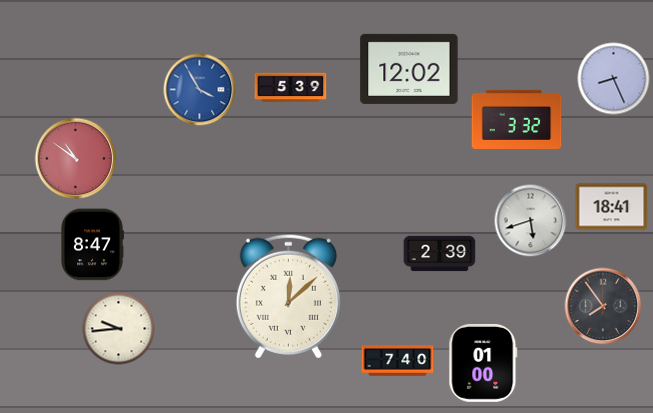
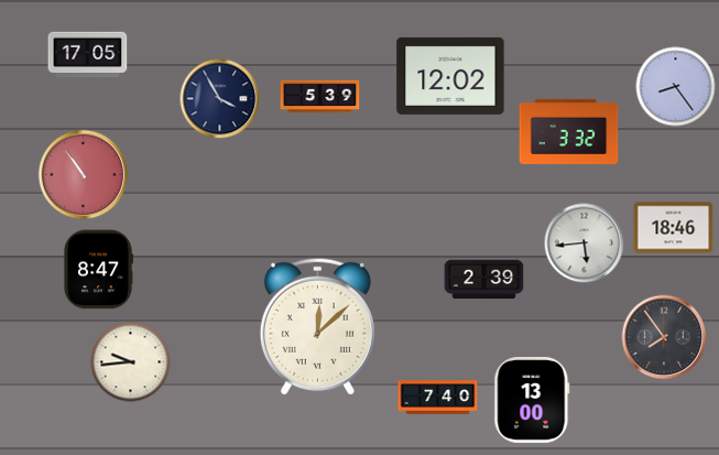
clock at (88, 55): none -> 17:05
clock at (614, 79): 8:26 -> 8:24
clock at (200, 90) dial: blue -> navy
clock at (76, 159): 10:51 -> 10:54
clock at (612, 207): 18:41 -> 18:46
clock at (531, 221): 5:42 -> 5:44
clock at (92, 245) position: (92, 245) -> (98, 270)
clock at (483, 363): 01:00 -> 13:00
